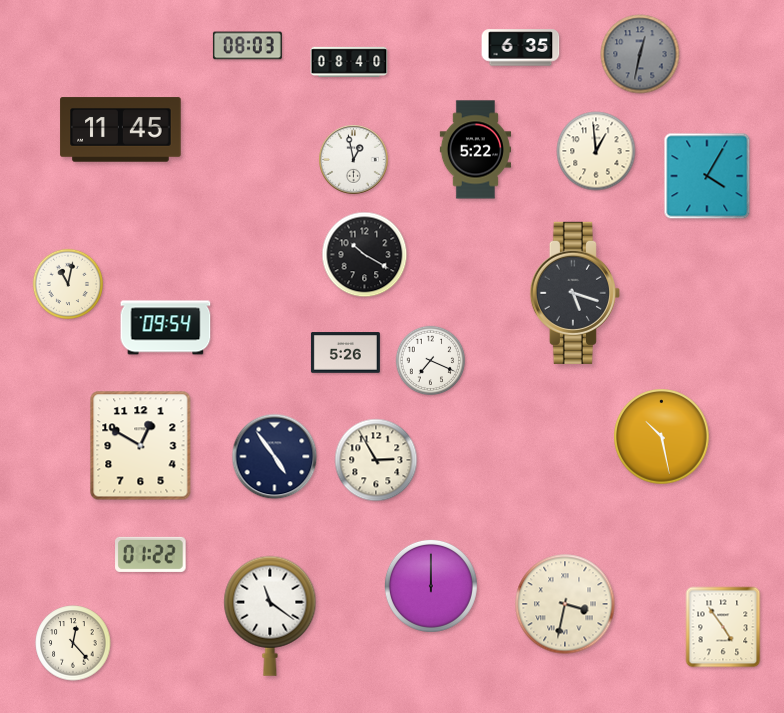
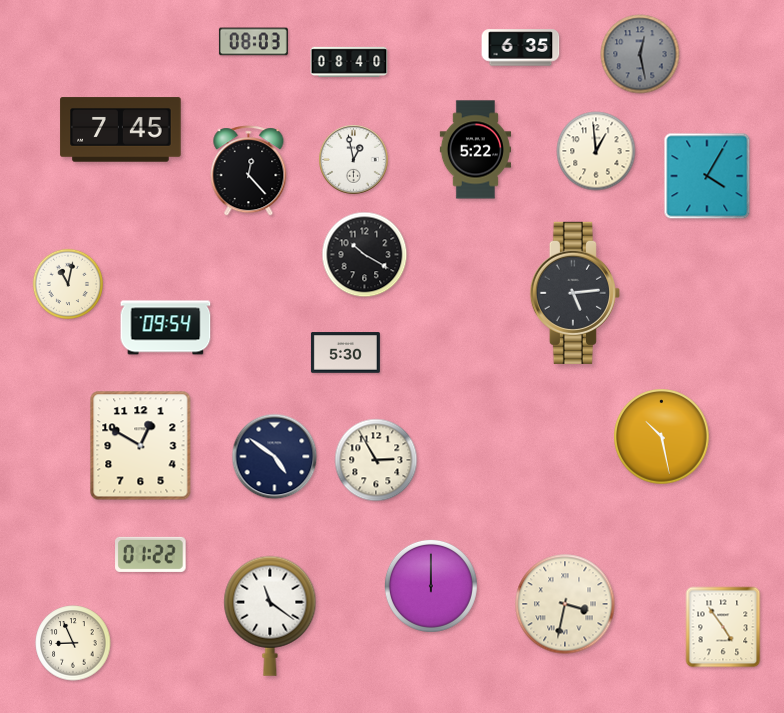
clock at (247, 46) position: (247, 46) -> (253, 42)
clock at (640, 54): 12:32 -> 12:28
clock at (121, 130): 11:45 -> 7:45
clock at (249, 171): none -> 12:23
clock at (575, 293): 5:18 -> 5:14
clock at (345, 353): 5:26 -> 5:30
clock at (431, 361): 7:19 -> none
clock at (275, 457): 4:54 -> 4:51
clock at (73, 643): 12:23 -> 8:56
